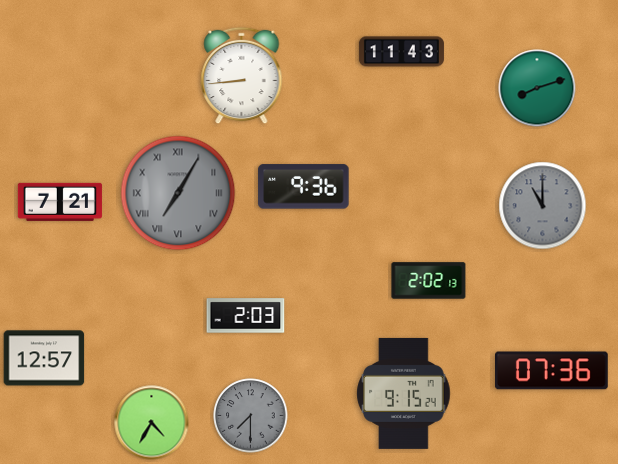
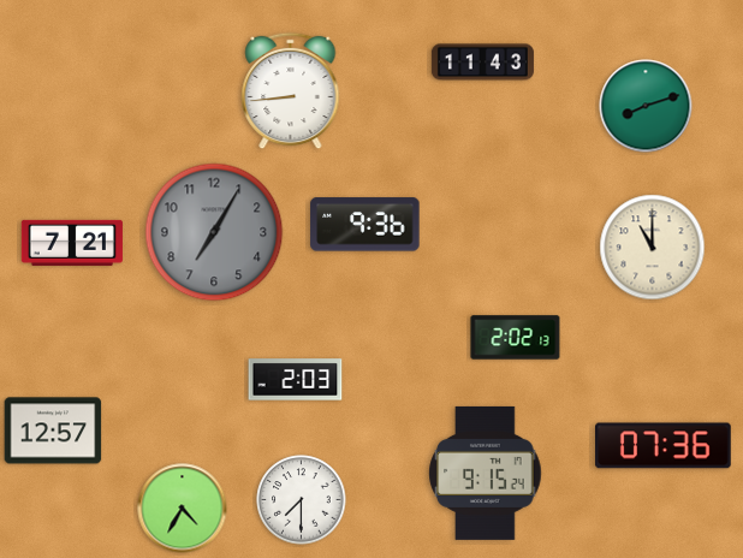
clock at (178, 193) numerals: Roman -> Arabic
clock at (543, 206) dial: grey -> cream
clock at (251, 416) dial: grey -> white
